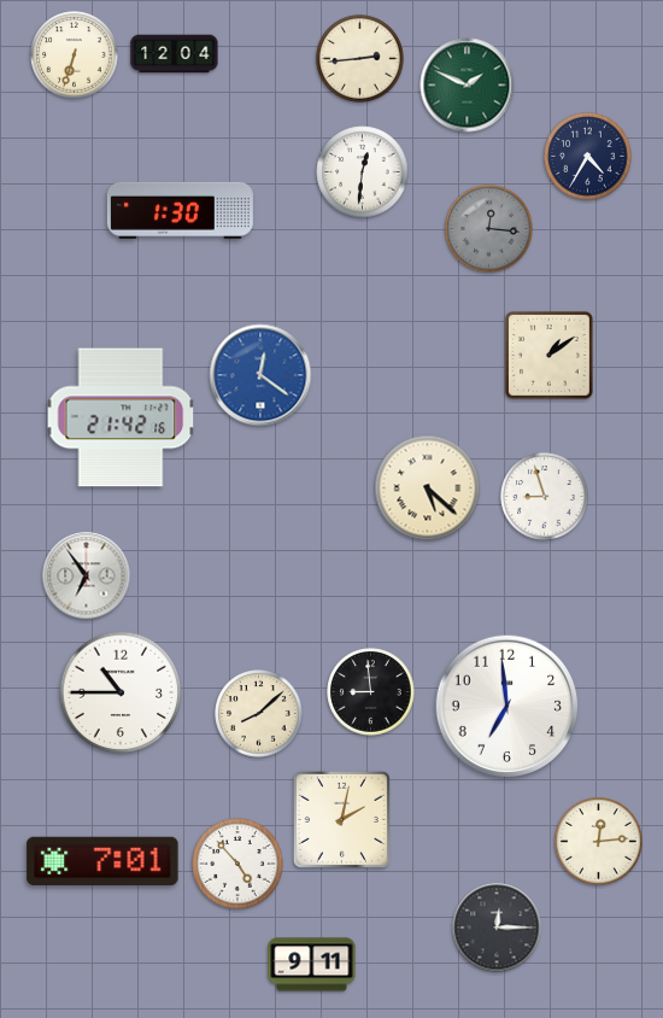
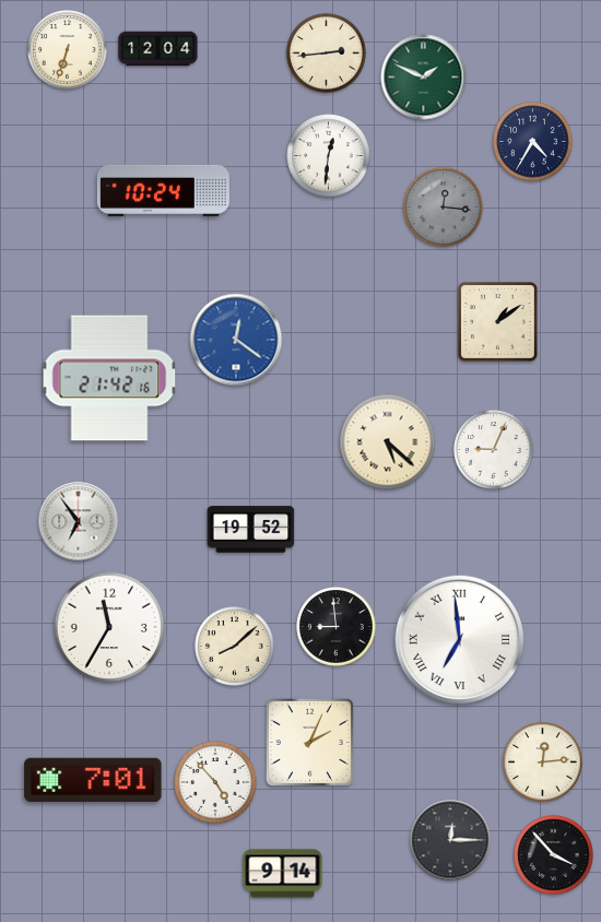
clock at (180, 210): 1:30 -> 10:24
clock at (545, 497): 8:57 -> 9:04
clock at (251, 530): none -> 19:52
clock at (121, 692): 10:45 -> 11:35
clock at (507, 707) numerals: Arabic -> Roman
clock at (341, 819): 2:02 -> 2:04
clock at (554, 855): none -> 3:53
clock at (312, 965): 9:11 -> 9:14
